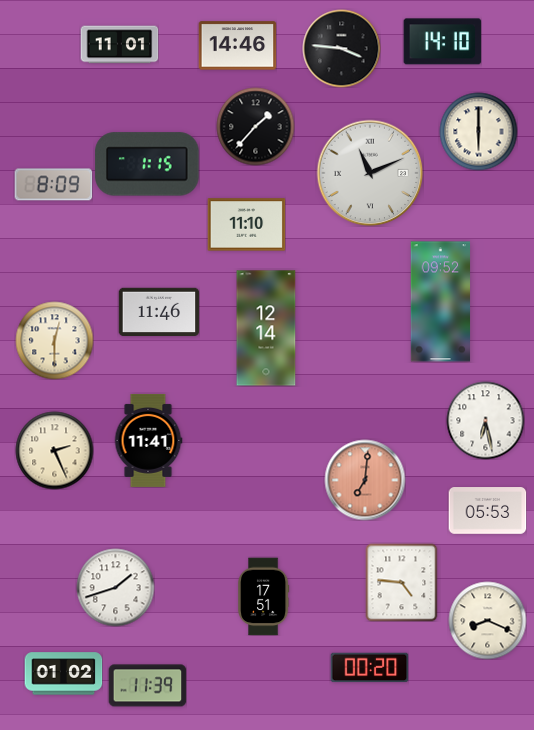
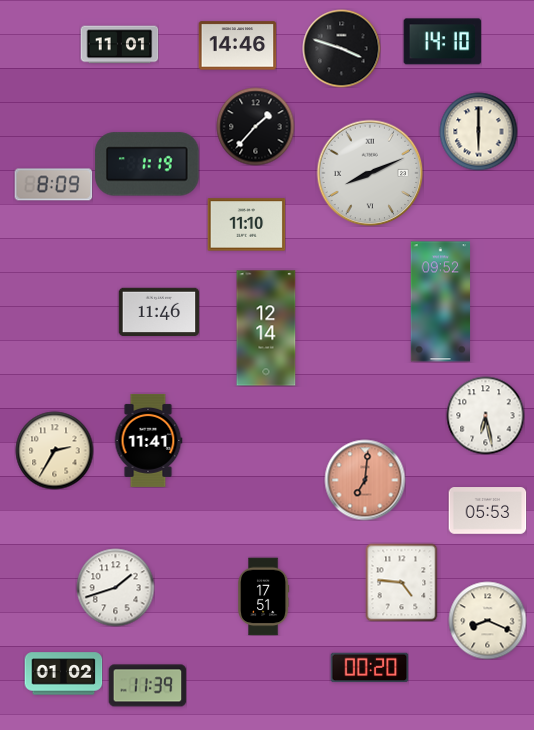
clock at (341, 48): 3:46 -> 3:48
clock at (147, 164): 1:15 -> 1:19
clock at (370, 173): 11:11 -> 8:11
clock at (54, 340): 12:30 -> none
clock at (485, 420) position: (485, 420) -> (485, 415)
clock at (54, 450): 2:26 -> 2:35
